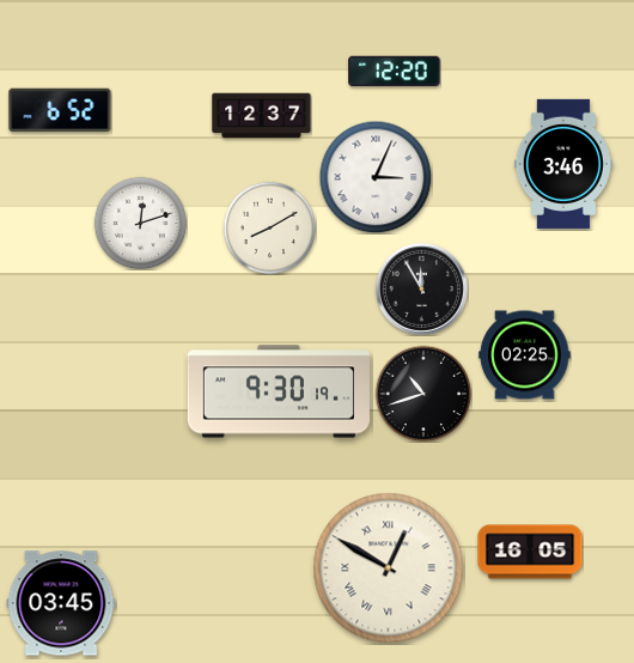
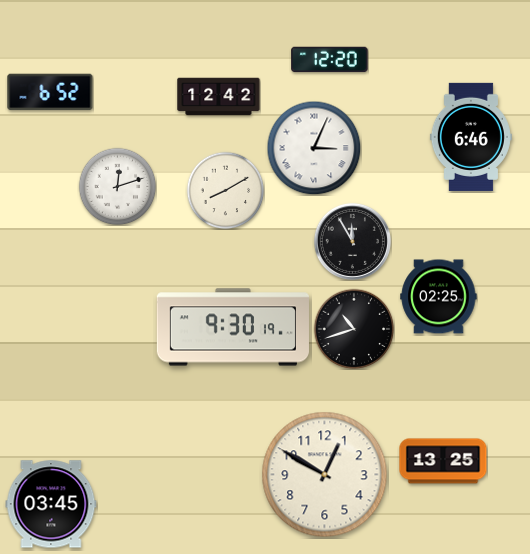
clock at (262, 116): 12:37 -> 12:42
clock at (563, 164): 3:46 -> 6:46
clock at (530, 552): 16:05 -> 13:25
clock at (389, 568) numerals: Roman -> Arabic
